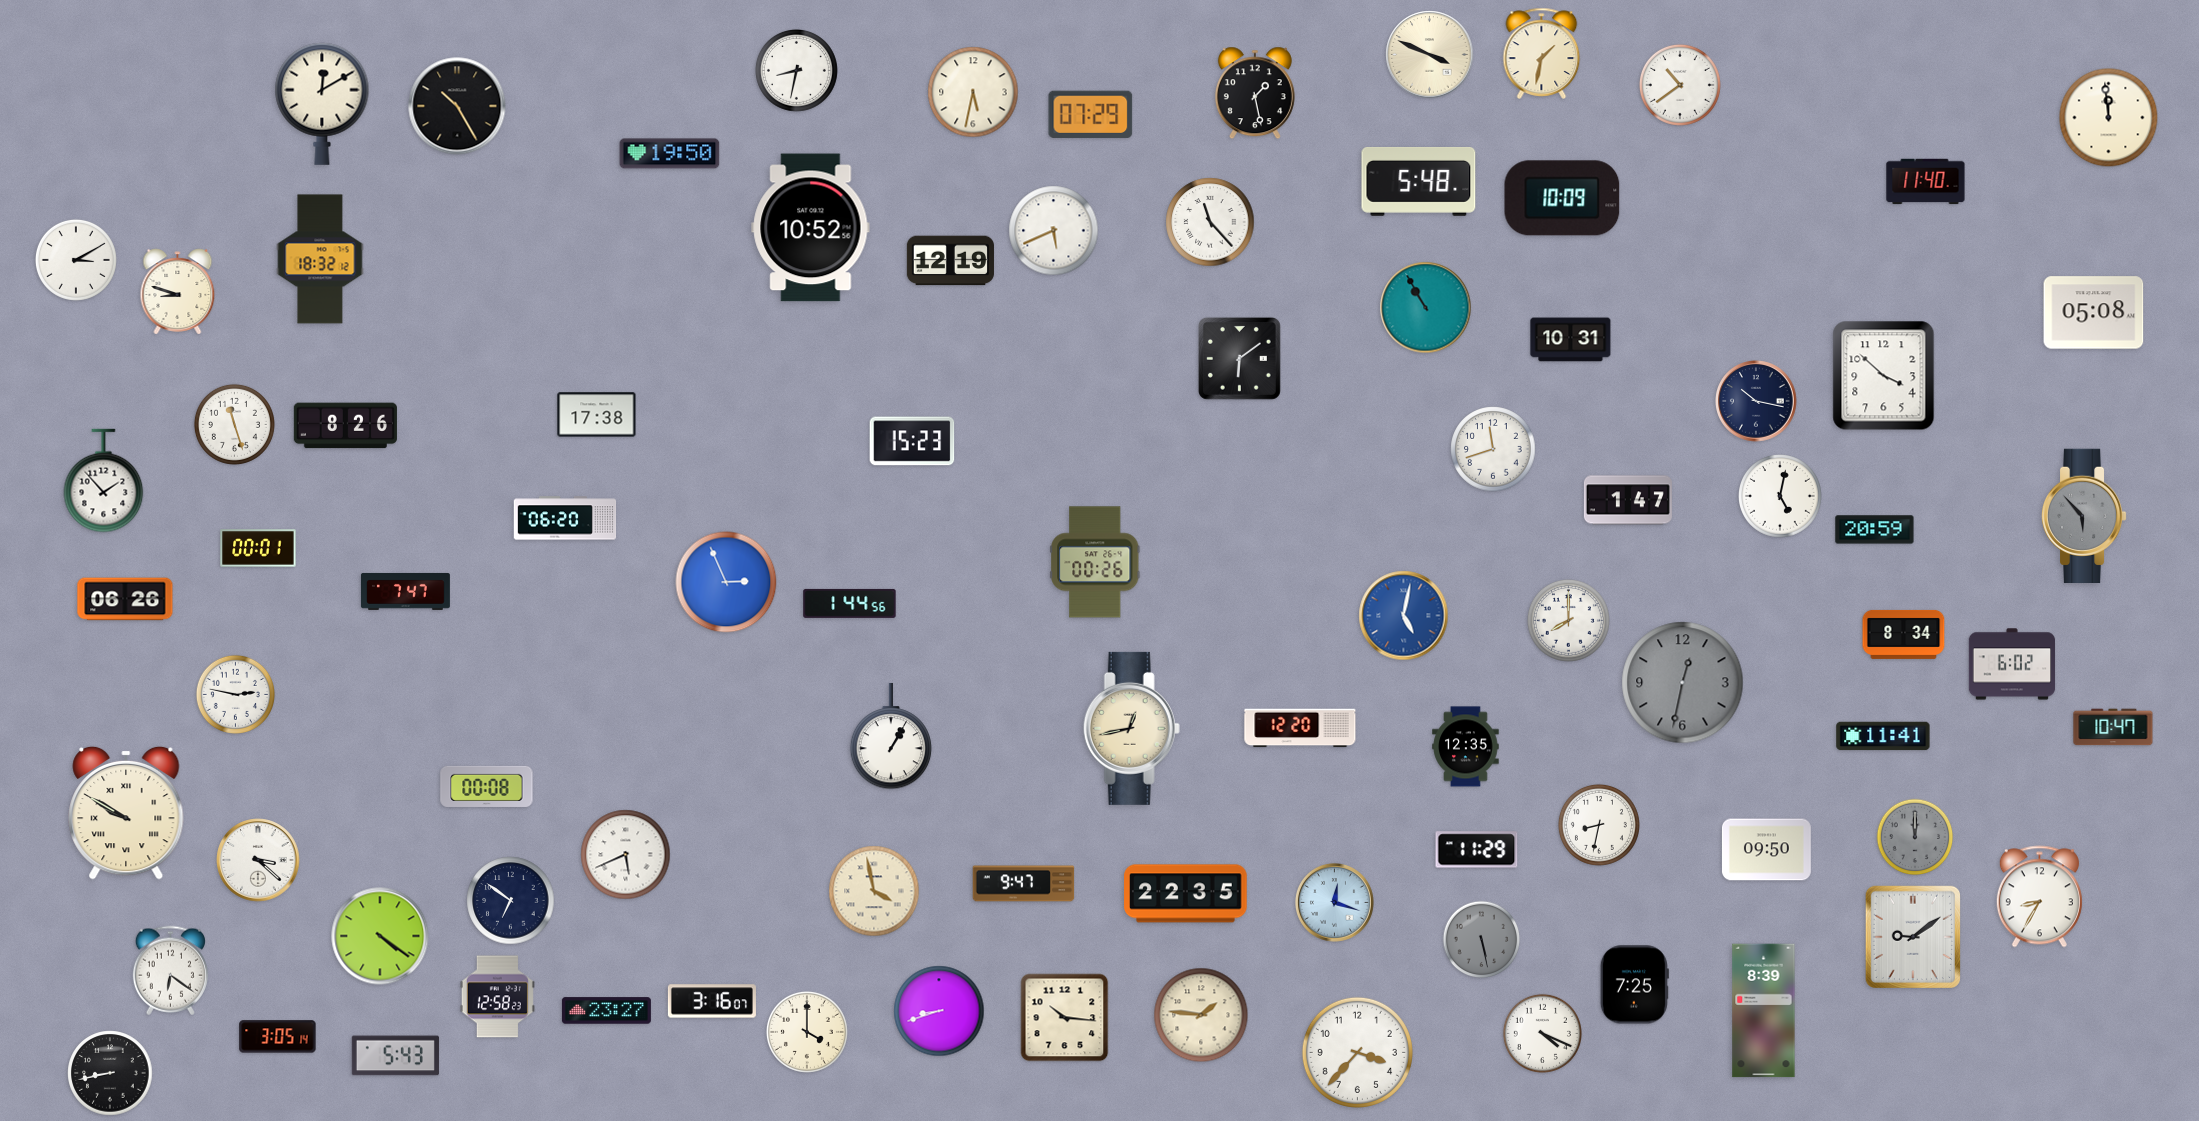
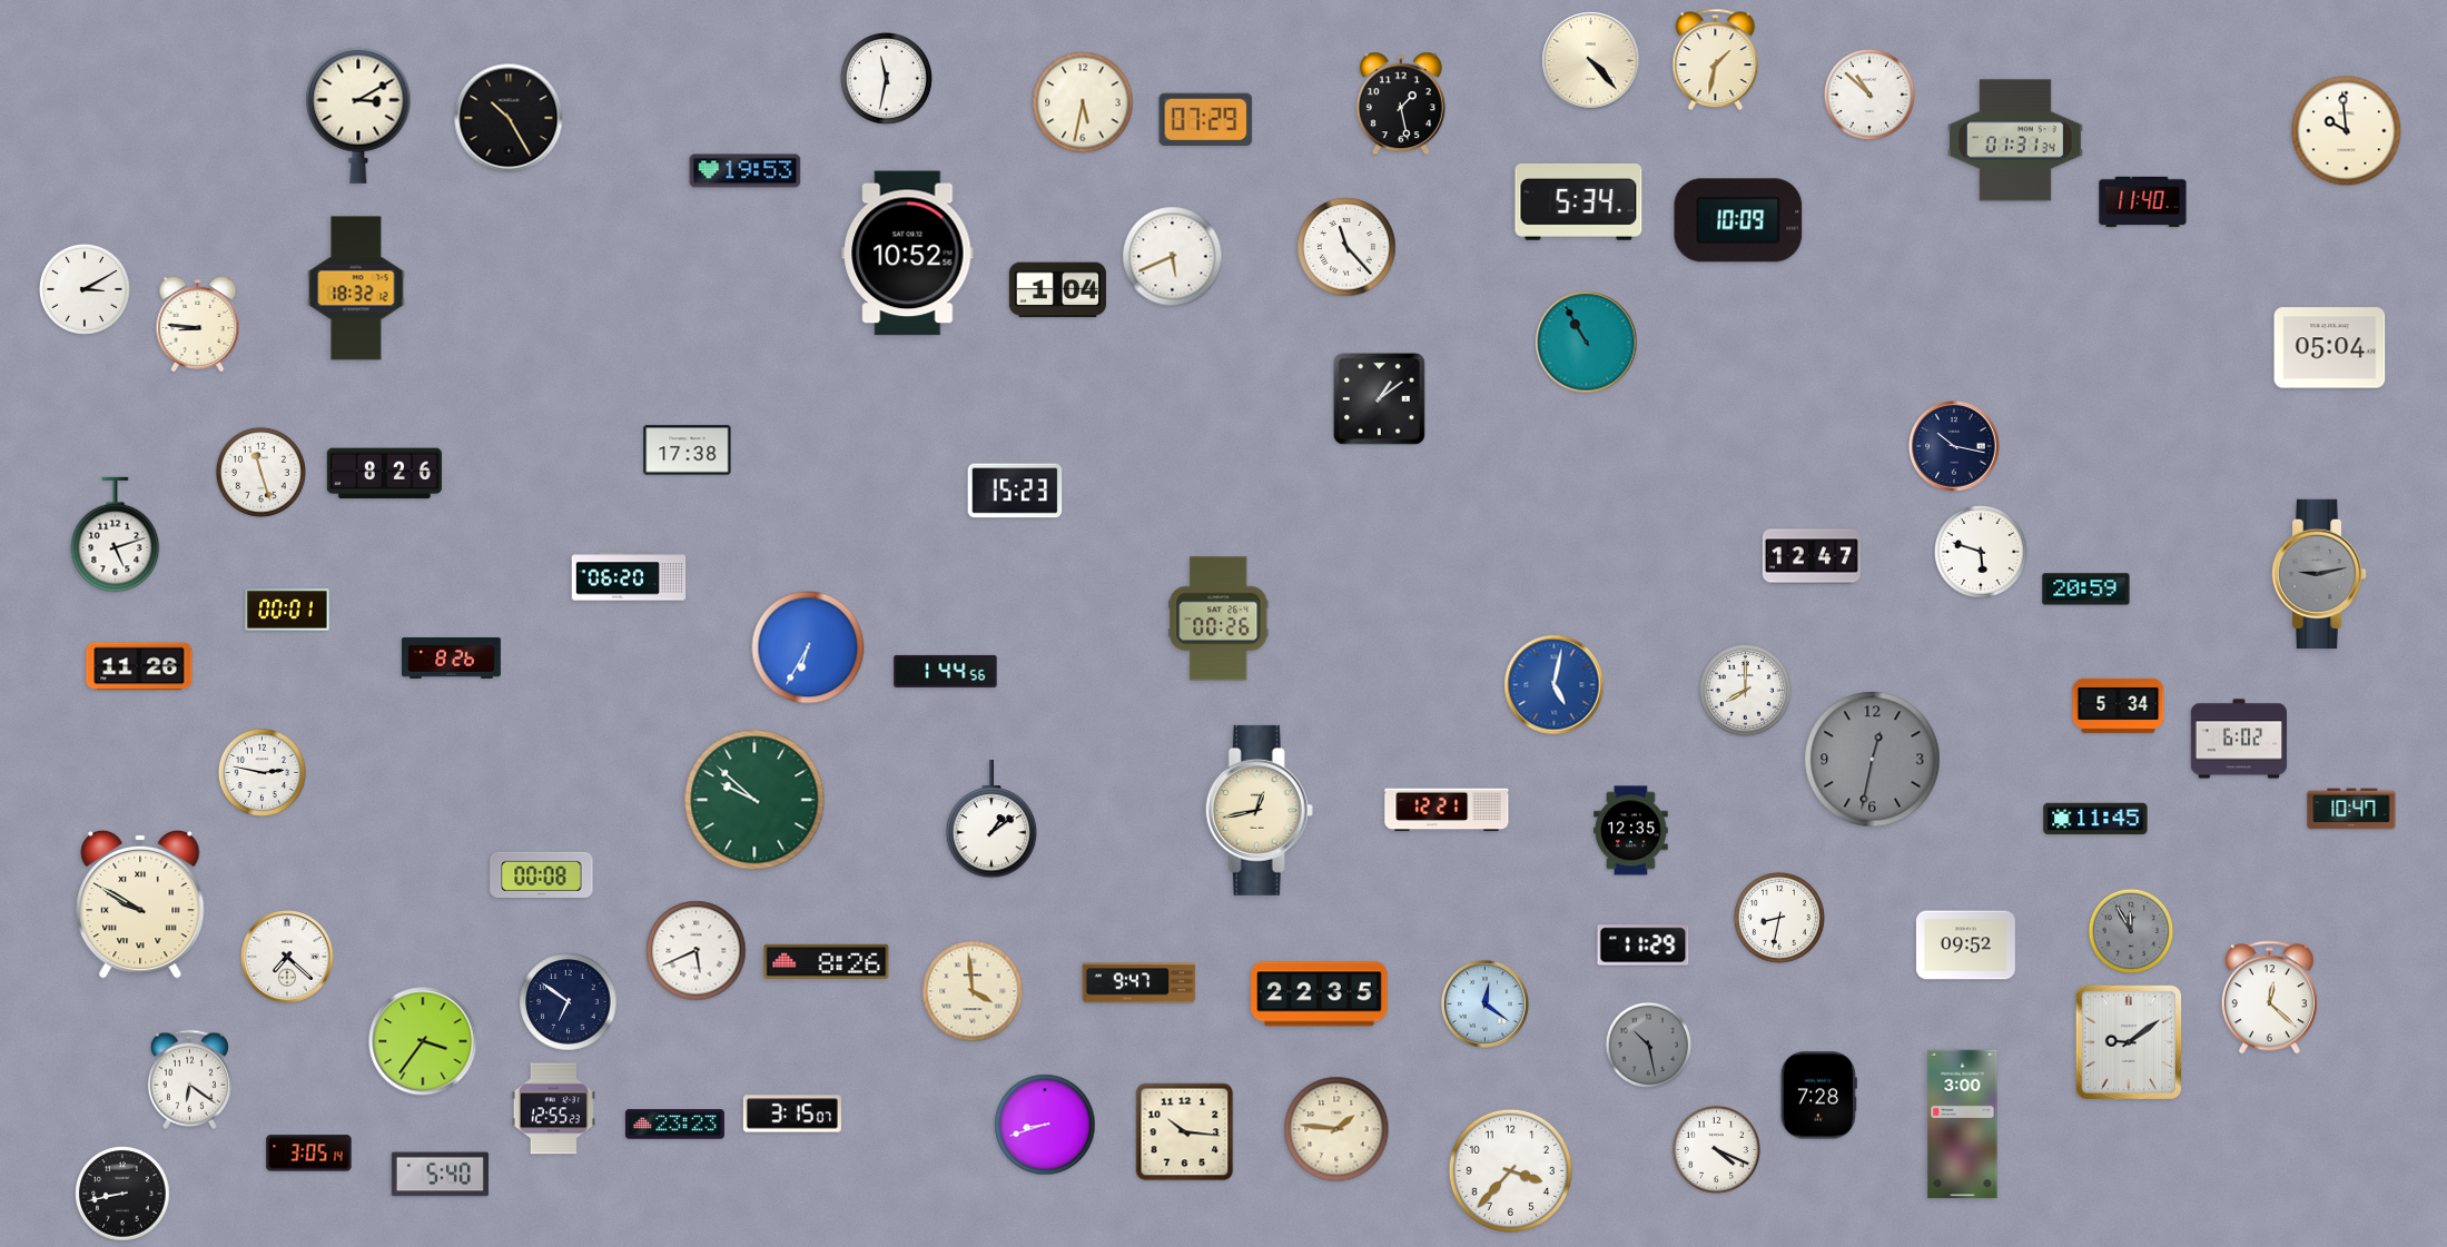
clock at (1430, 55): 3:49 -> 4:23
clock at (796, 70): 8:32 -> 11:32
clock at (1680, 85): 10:39 -> 10:52
clock at (1255, 93) position: (1255, 93) -> (1401, 103)
clock at (322, 104): 12:10 -> 3:10
clock at (1091, 114) position: (1091, 114) -> (1206, 119)
clock at (2109, 118): 11:59 -> 9:59
clock at (2015, 140): none -> 01:31
clock at (670, 154): 19:50 -> 19:53
clock at (1419, 181): 5:48 -> 5:34
clock at (811, 228) position: (811, 228) -> (908, 254)
clock at (950, 261): 12:19 -> 1:04
clock at (178, 292): 8:48 -> 8:46
clock at (2094, 313): 05:08 -> 05:04
clock at (1571, 340): 10:31 -> none
clock at (1239, 358): 6:09 -> 1:09
clock at (1884, 376): 3:52 -> none
clock at (597, 415) position: (597, 415) -> (688, 451)
clock at (1493, 449): 11:42 -> none
clock at (104, 481): 1:53 -> 5:12
clock at (1781, 497): 5:02 -> 5:48
clock at (1628, 500): 1:47 -> 12:47
clock at (2084, 515): 5:53 -> 9:13
clock at (1095, 562) position: (1095, 562) -> (1218, 618)
clock at (726, 582): 2:56 -> 6:35
clock at (405, 591): 7:47 -> 8:26
clock at (125, 599): 06:26 -> 11:26
clock at (1404, 616) position: (1404, 616) -> (1555, 685)
clock at (1904, 634): 8:34 -> 5:34
clock at (754, 800): none -> 9:52
clock at (1300, 728): 12:20 -> 12:21
clock at (891, 736): 1:05 -> 1:09
clock at (1883, 736): 11:41 -> 11:45
clock at (1915, 837): 12:00 -> 11:55
clock at (1766, 850): 09:50 -> 09:52
clock at (258, 860): 3:22 -> 7:22
clock at (827, 961): none -> 8:26
clock at (874, 891): 3:58 -> 3:59
clock at (2039, 897): 8:35 -> 12:22
clock at (1334, 902): 12:18 -> 12:21
clock at (380, 936): 4:21 -> 3:36
clock at (1482, 940): 5:28 -> 10:28
clock at (1634, 985): 7:25 -> 7:28
clock at (497, 997): 12:58 -> 12:55
clock at (712, 1001): 3:16 -> 3:15
clock at (606, 1011): 23:27 -> 23:23
clock at (1764, 1011): 8:39 -> 3:00
clock at (807, 1032): 4:00 -> none
clock at (395, 1056): 5:43 -> 5:40
